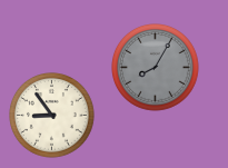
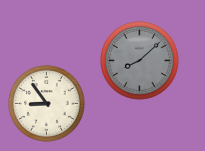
clock at (156, 68): 8:05 -> 8:08
